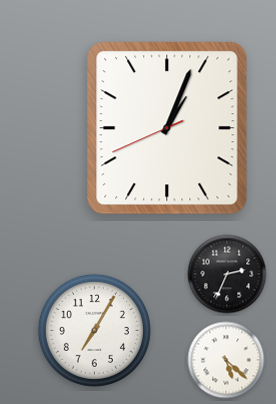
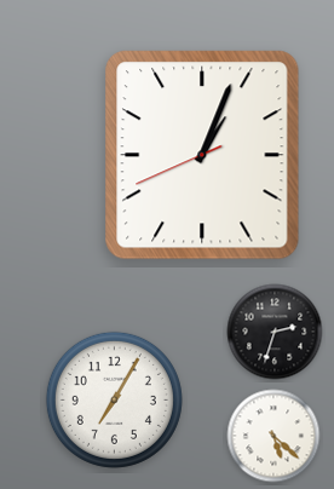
clock at (227, 274): 2:34 -> 2:33
